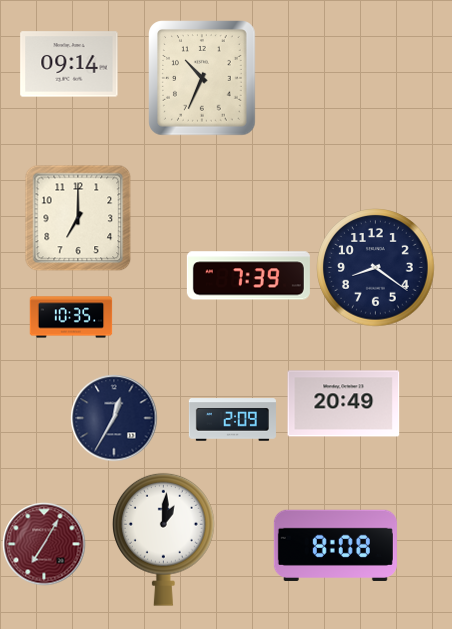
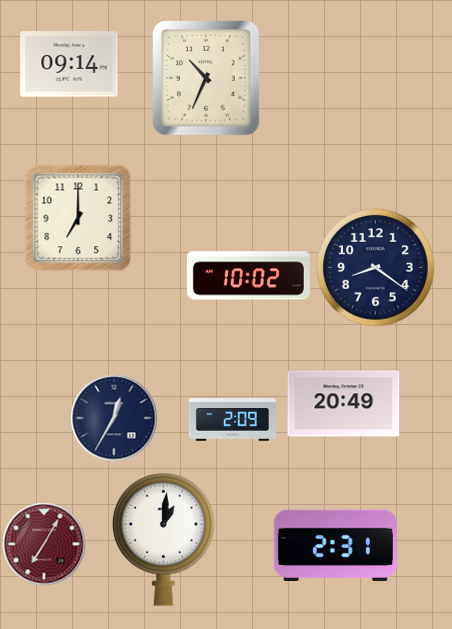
clock at (202, 78) position: (202, 78) -> (206, 78)
clock at (248, 276): 7:39 -> 10:02
clock at (71, 317): 10:35 -> none
clock at (335, 545): 8:08 -> 2:31
